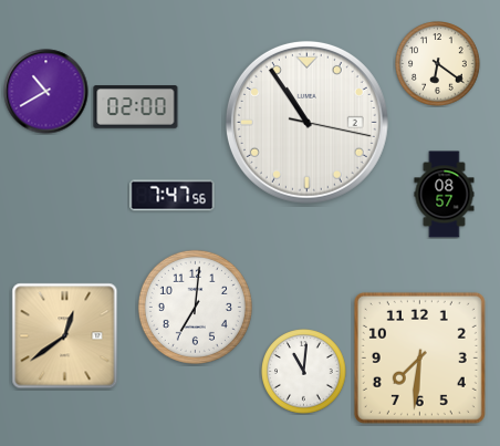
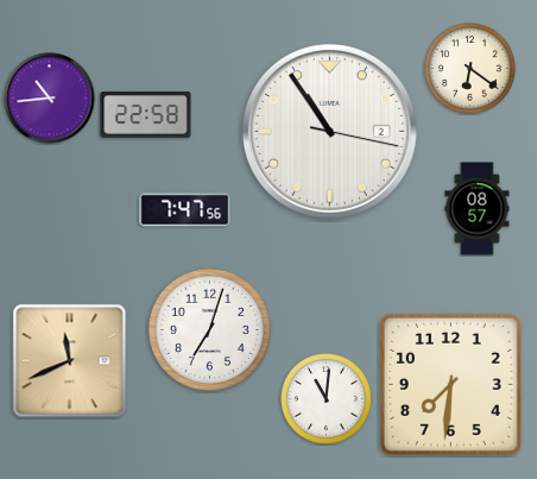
clock at (46, 92): 10:40 -> 10:44
clock at (136, 107): 02:00 -> 22:58
clock at (195, 307): 7:01 -> 7:03
clock at (65, 336): 12:39 -> 11:41
